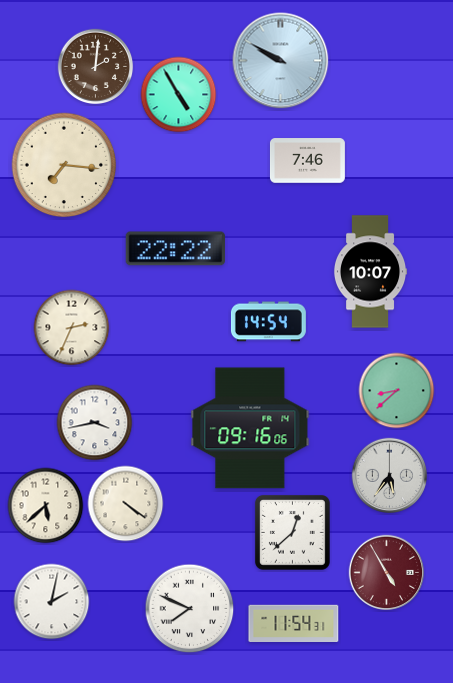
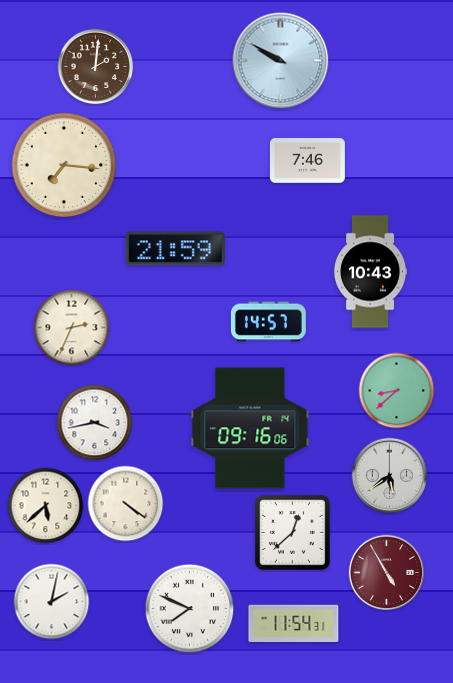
clock at (179, 95): 4:55 -> none
clock at (175, 249): 22:22 -> 21:59
clock at (370, 272): 10:07 -> 10:43
clock at (268, 322): 14:54 -> 14:57
clock at (390, 476): 5:36 -> 5:39
